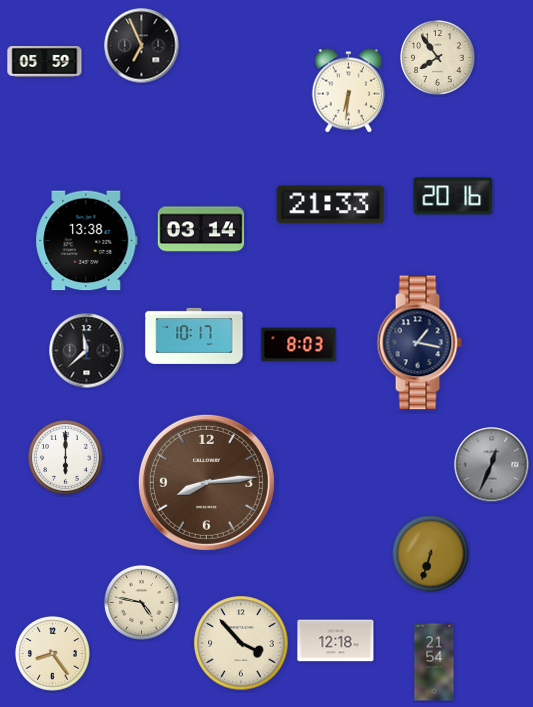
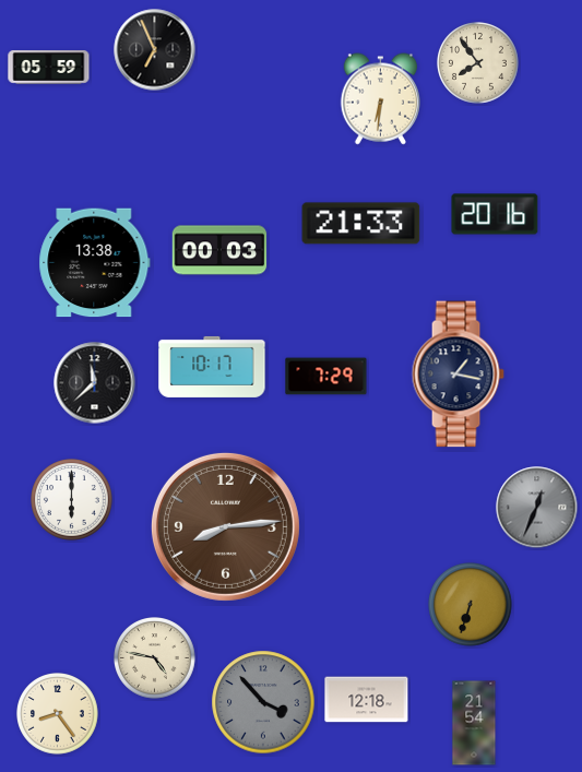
clock at (201, 229): 03:14 -> 00:03
clock at (299, 345): 8:03 -> 7:29
clock at (241, 643) dial: cream -> grey
